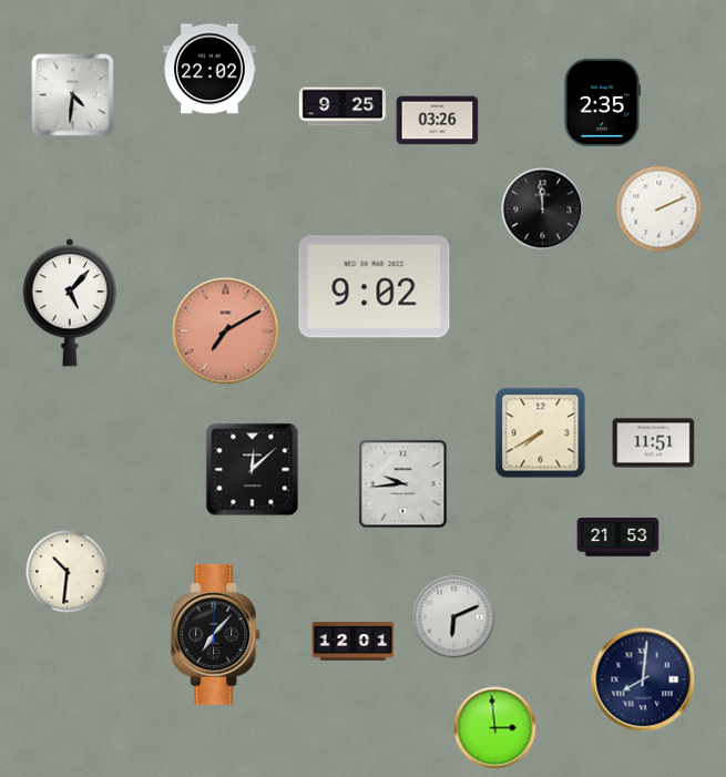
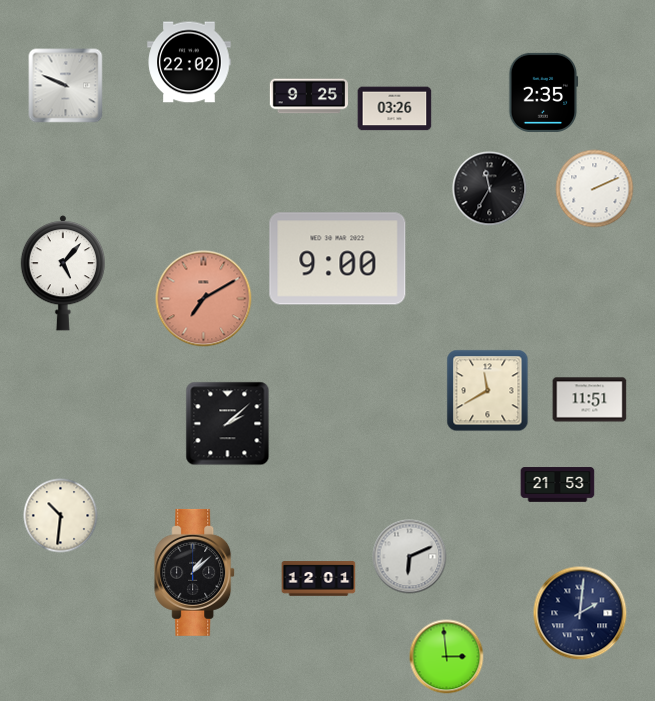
clock at (73, 95): 4:31 -> 9:49
clock at (543, 209): 11:59 -> 11:35
clock at (375, 287): 9:02 -> 9:00
clock at (541, 433): 7:40 -> 11:40
clock at (253, 470): 12:08 -> 2:08
clock at (403, 484): 9:44 -> none
clock at (216, 634): 7:07 -> 1:08
clock at (643, 679): 8:01 -> 2:01
